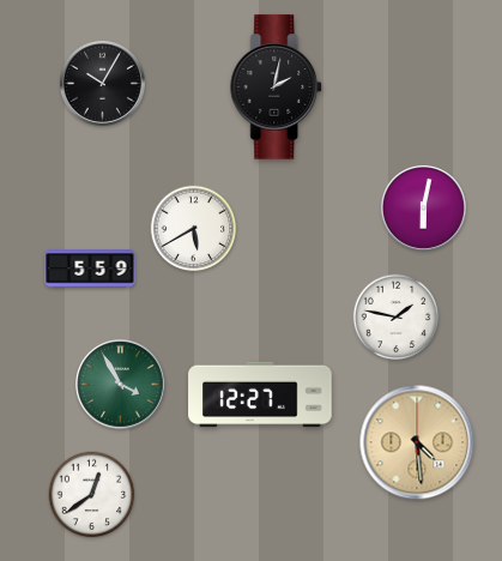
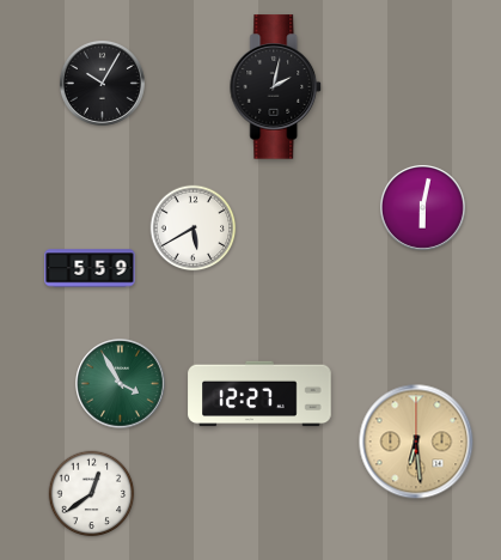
clock at (397, 318): 1:47 -> none
clock at (417, 442): 4:29 -> 6:29
